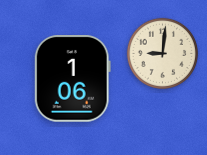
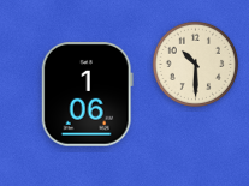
clock at (163, 54): 9:01 -> 10:30
